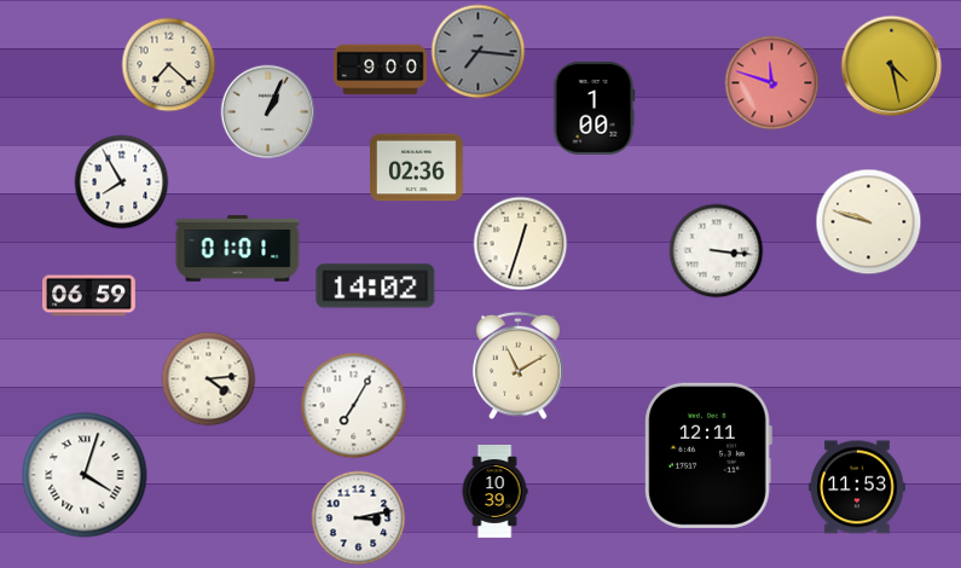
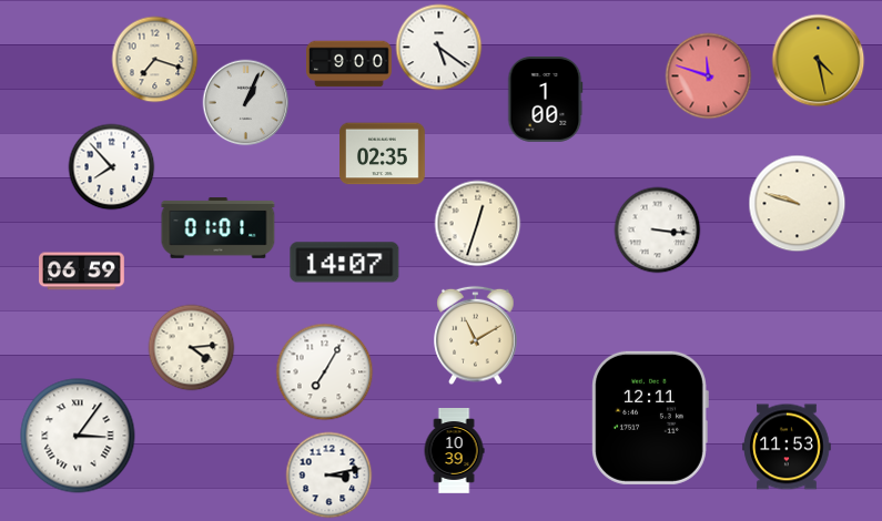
clock at (477, 51): 7:16 -> 5:21
clock at (477, 51) dial: grey -> white
clock at (168, 64): 7:22 -> 7:18
clock at (417, 168): 02:36 -> 02:35
clock at (121, 181): 7:55 -> 7:53
clock at (376, 286): 14:02 -> 14:07
clock at (85, 475): 4:03 -> 3:06
